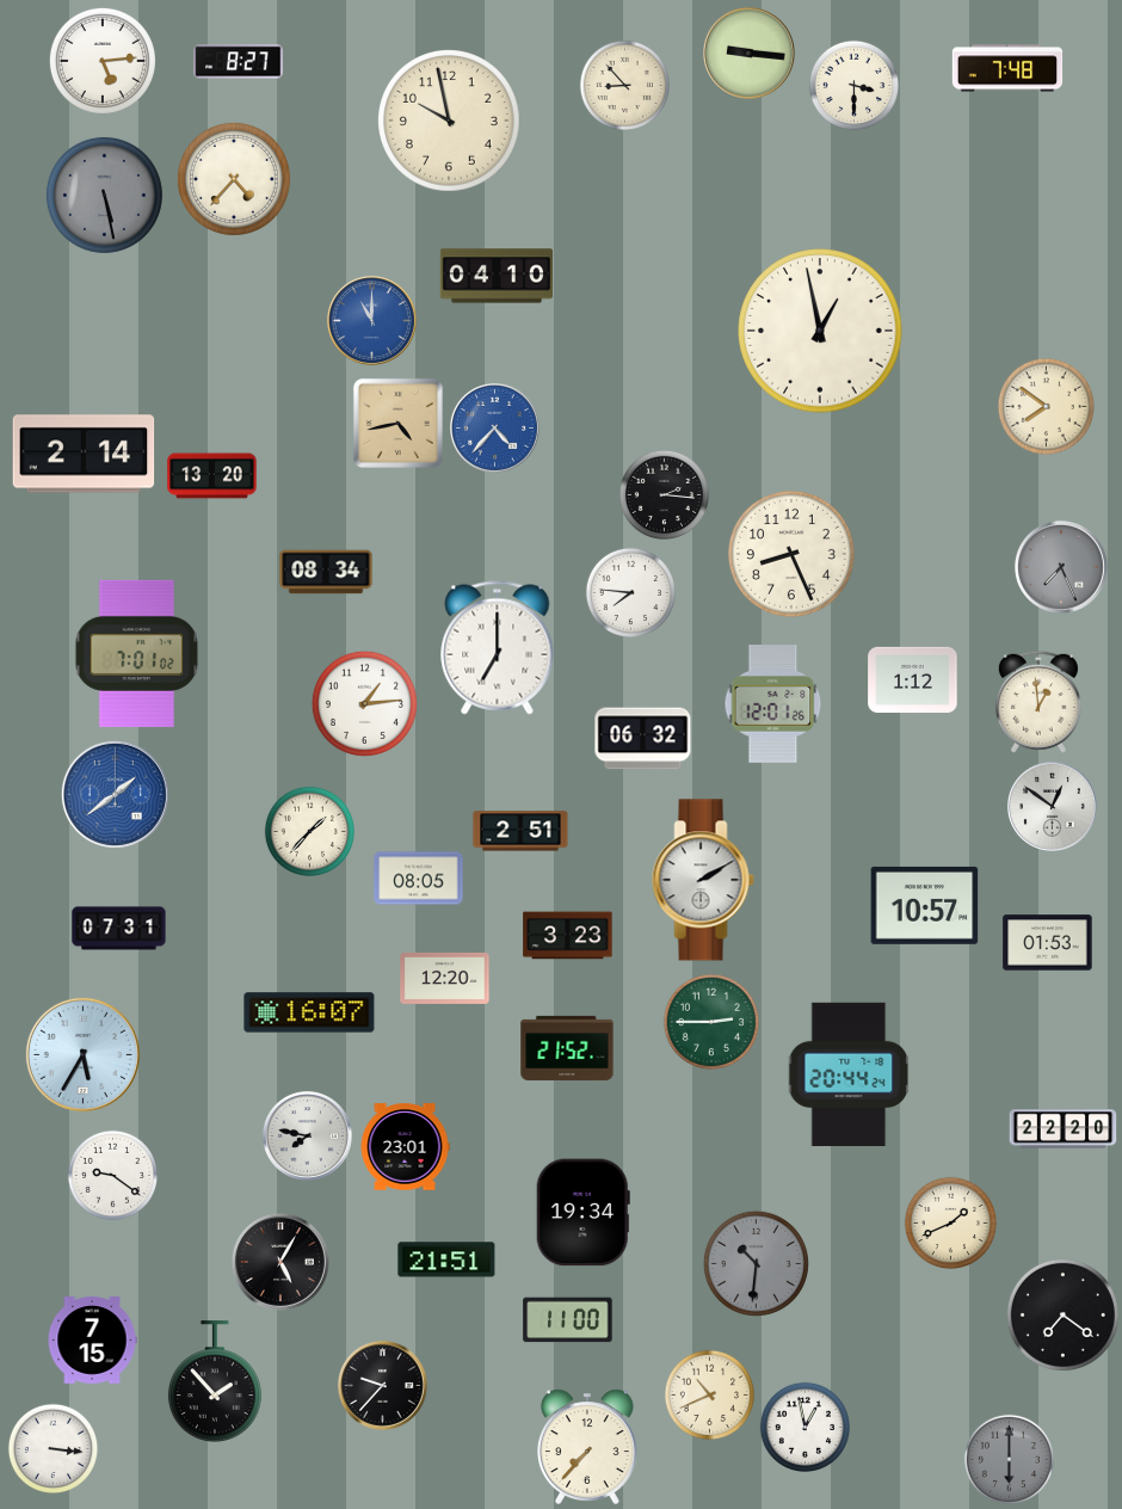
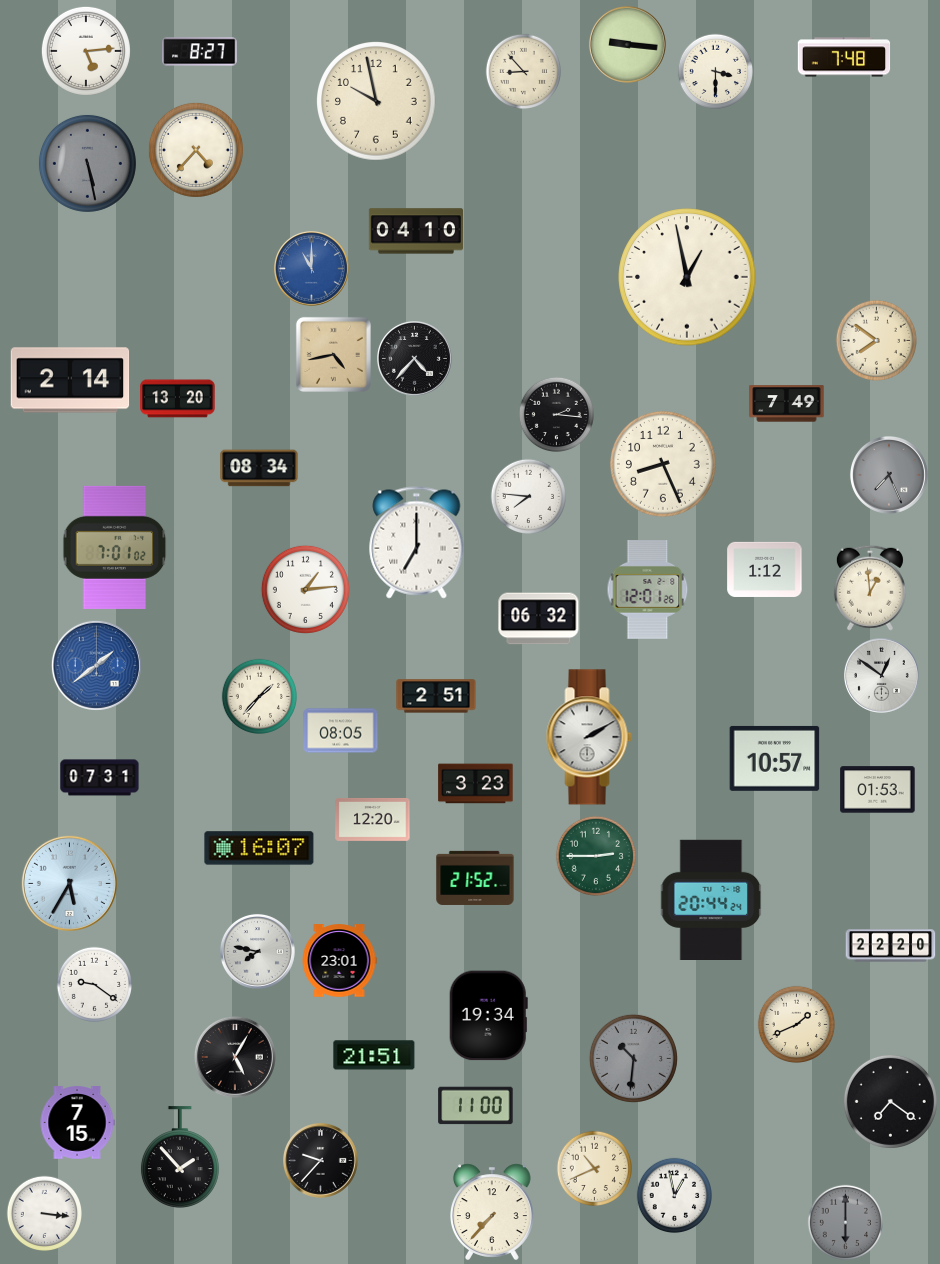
clock at (495, 429) dial: blue -> black
clock at (787, 404): none -> 7:49
clock at (326, 572) position: (326, 572) -> (259, 468)
clock at (419, 879) position: (419, 879) -> (341, 731)
